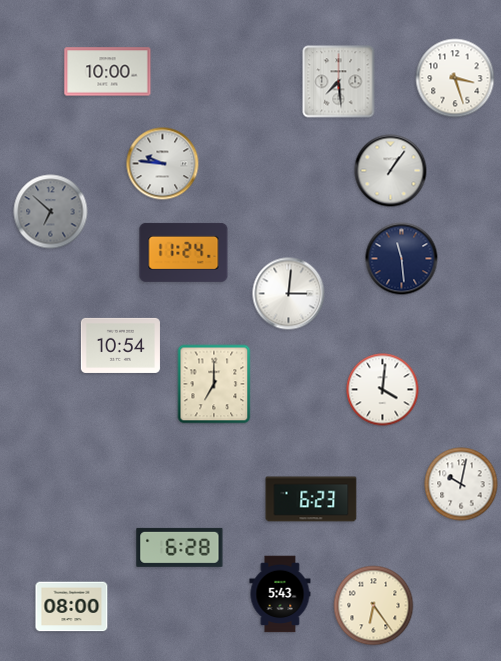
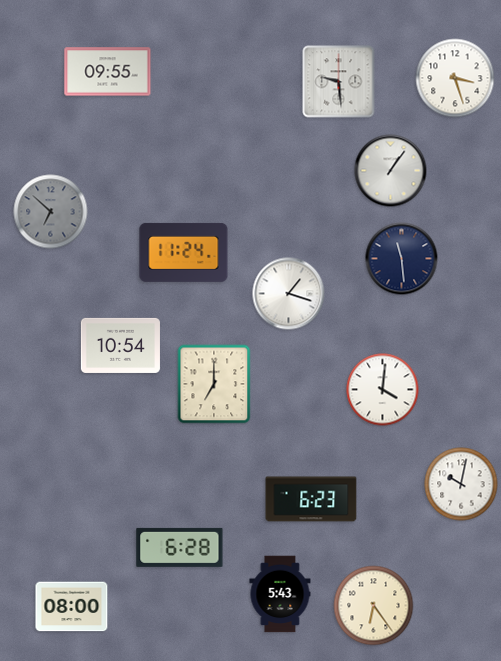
clock at (108, 72): 10:00 -> 09:55
clock at (339, 82): 7:29 -> 9:29
clock at (163, 164): 9:46 -> none
clock at (289, 294): 3:01 -> 1:18
